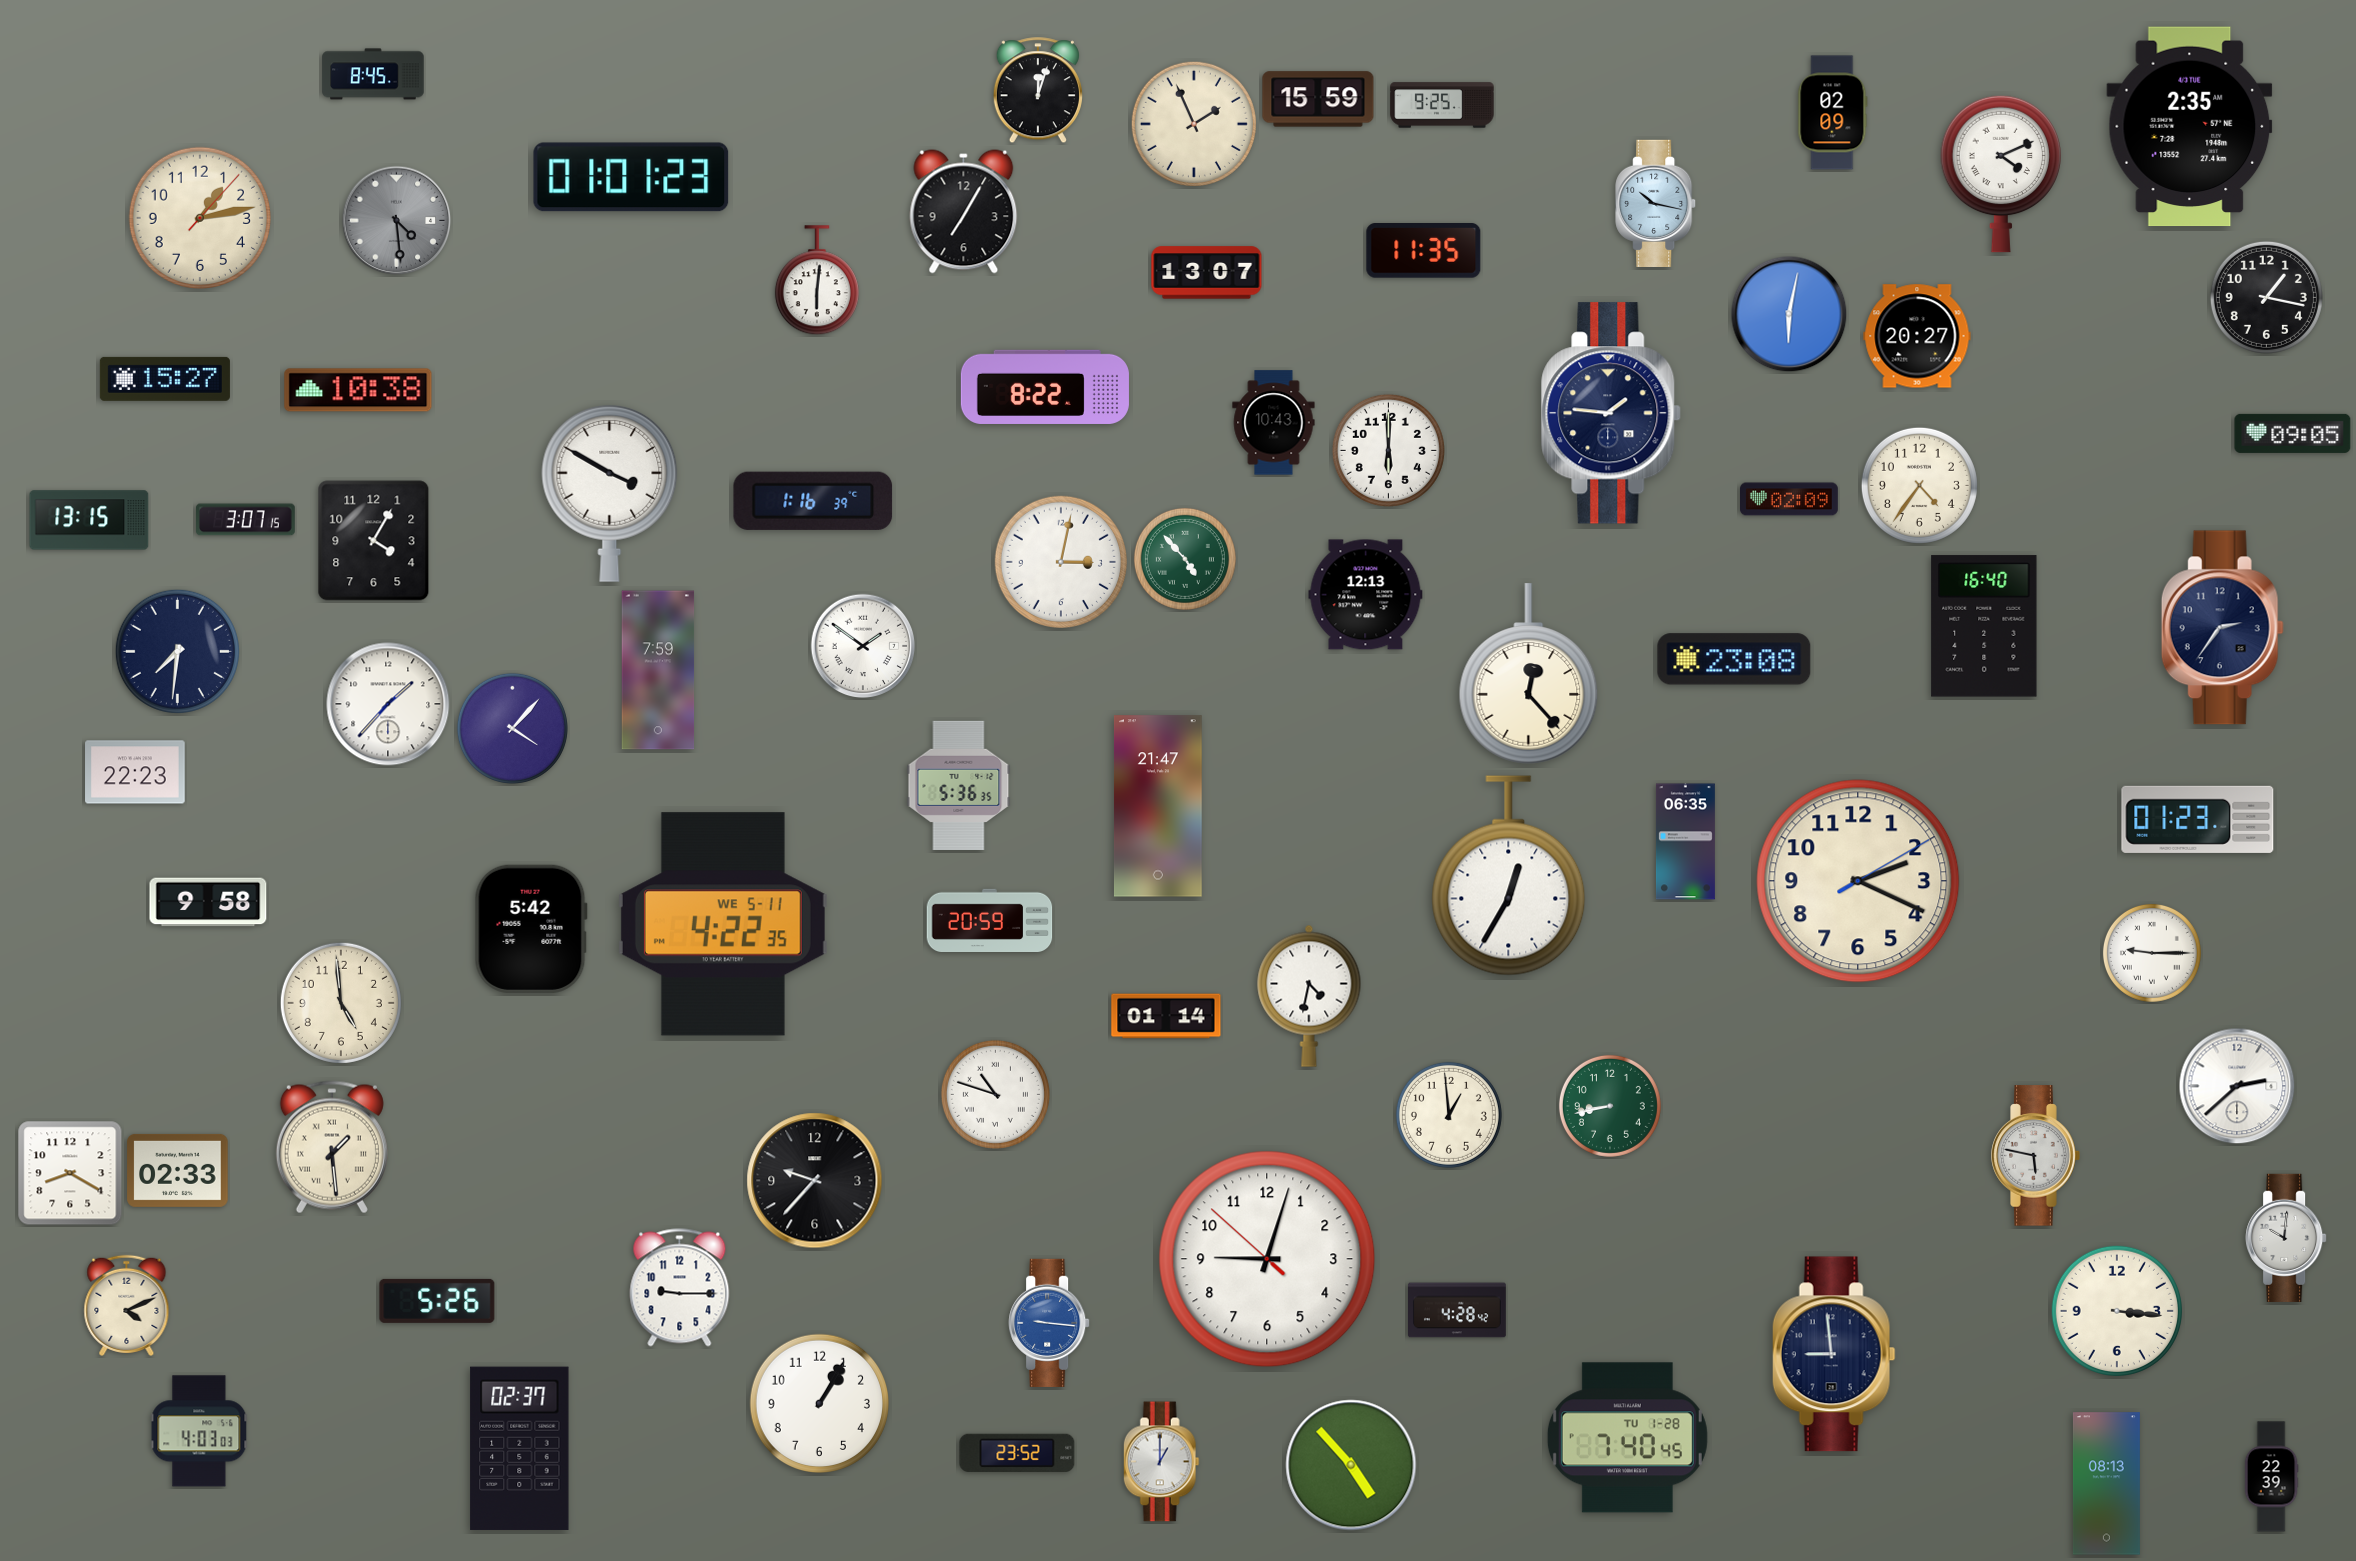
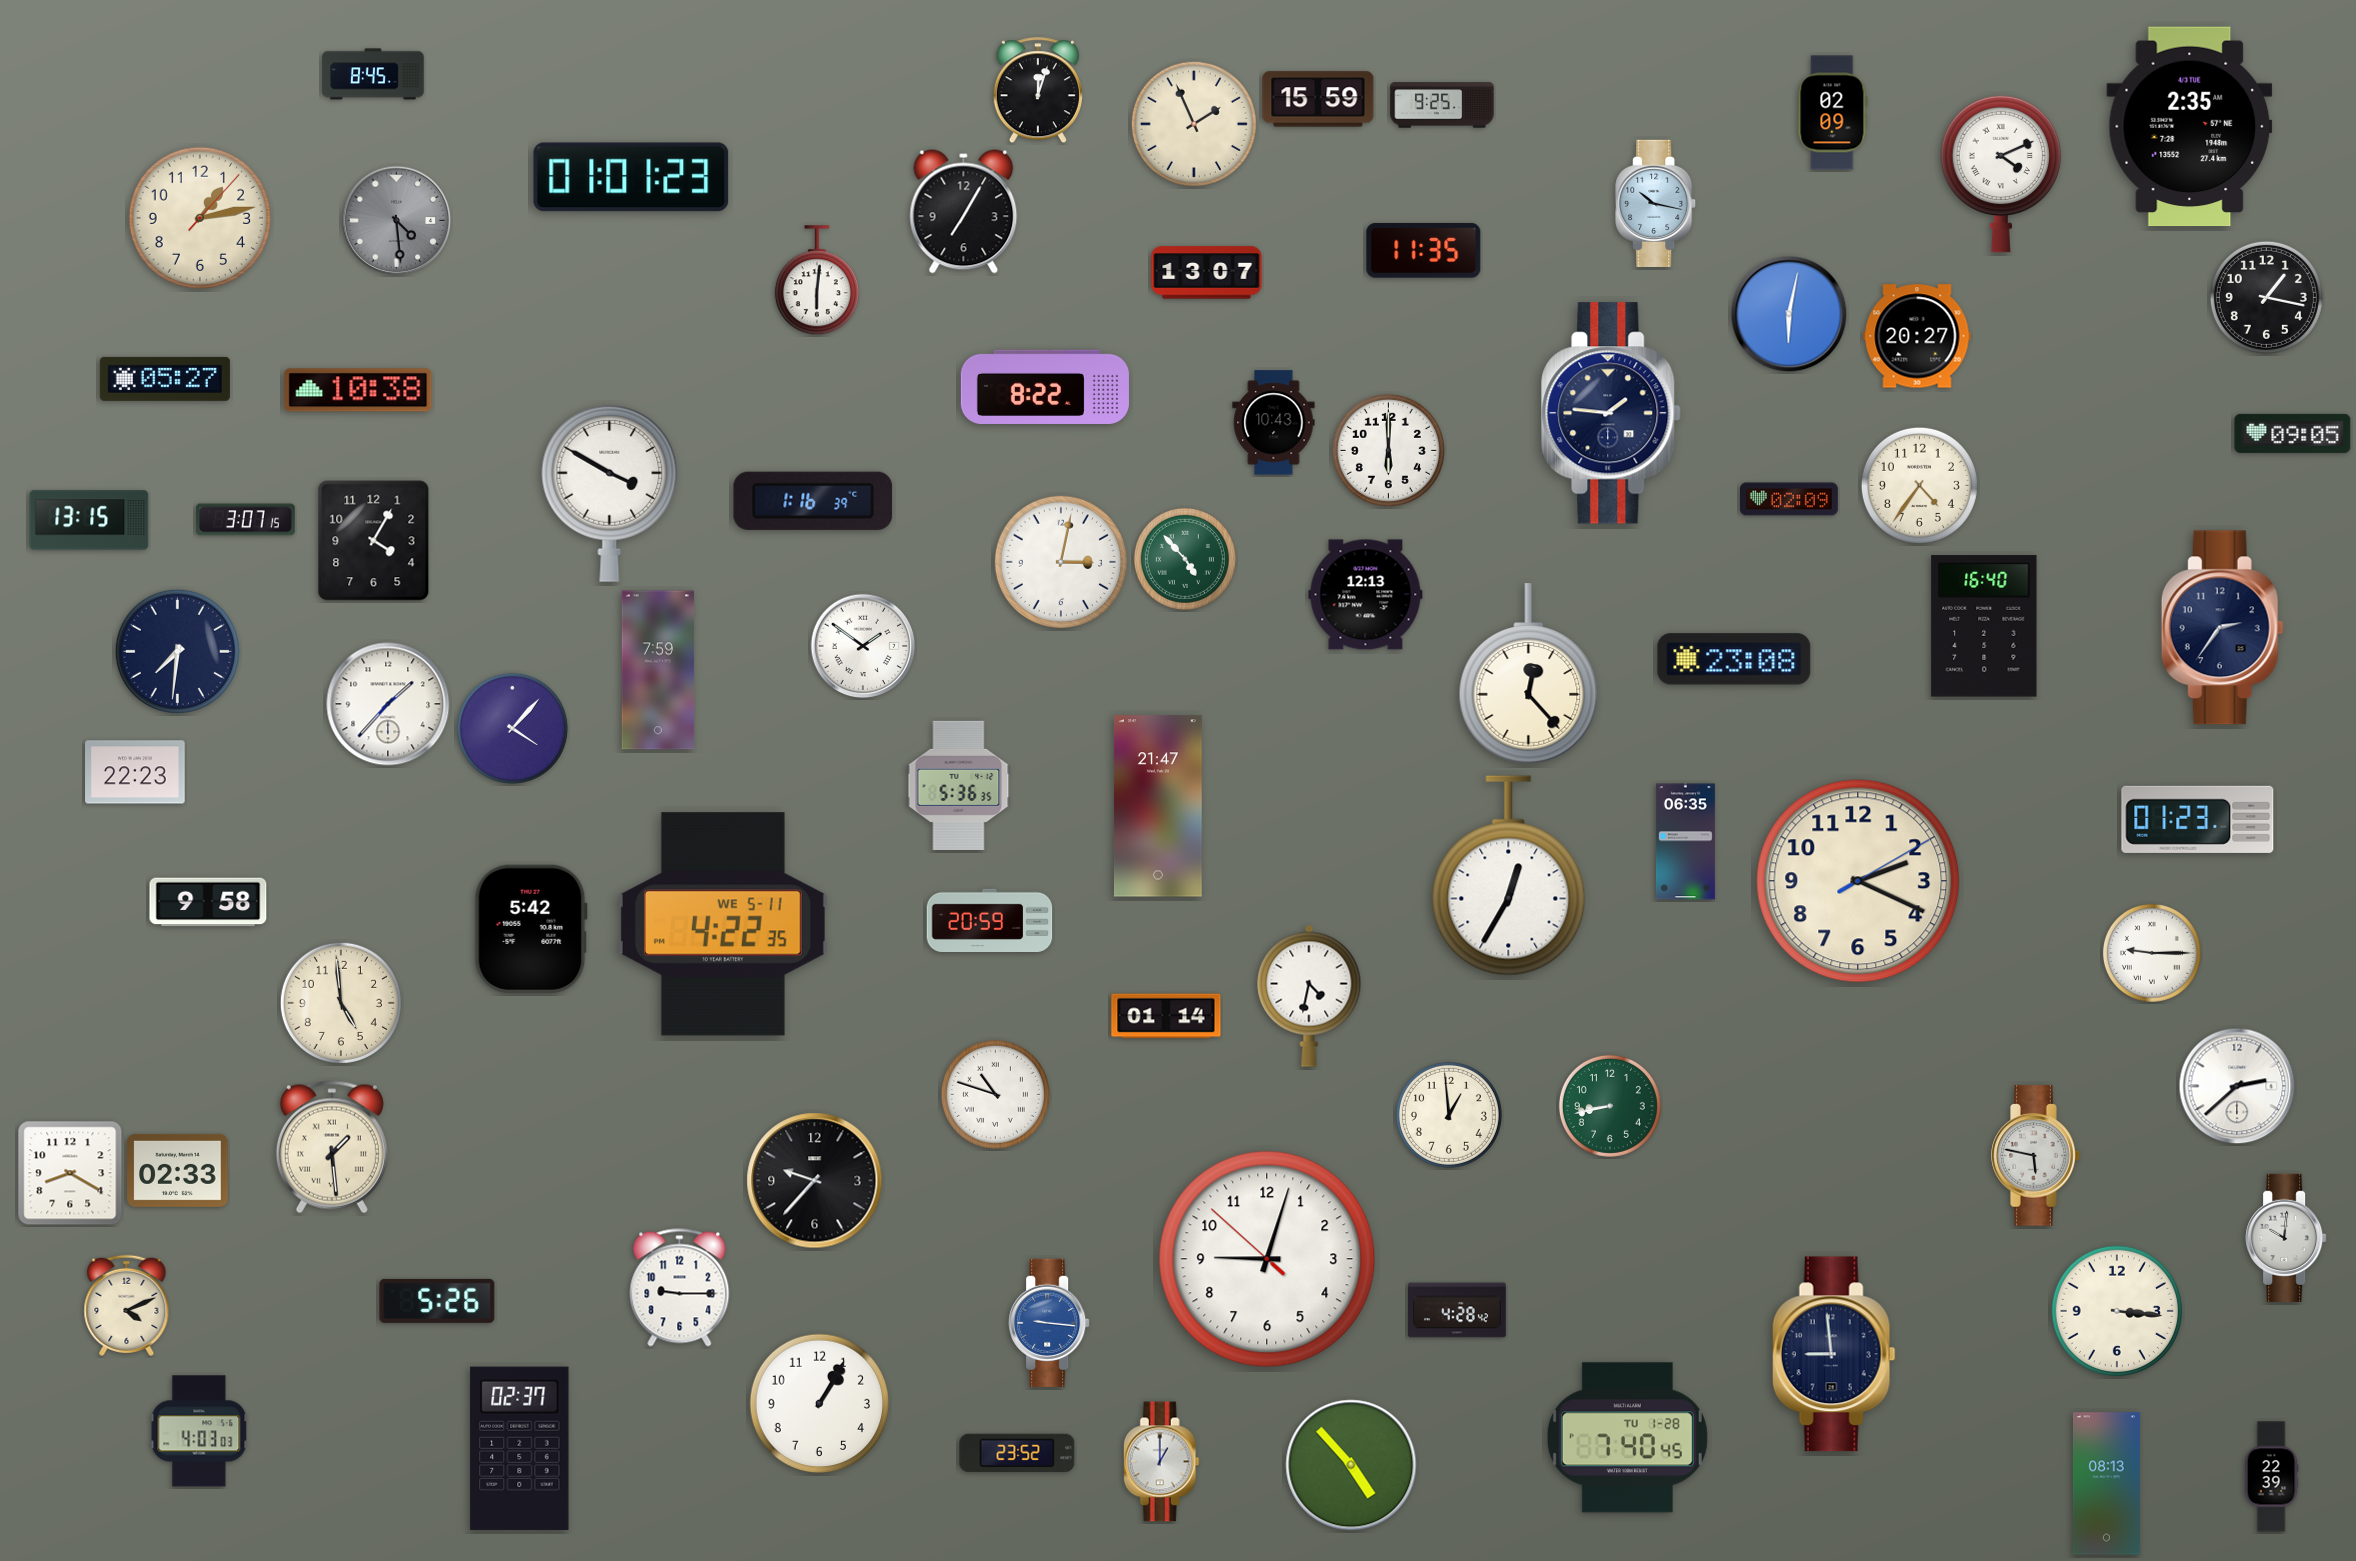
clock at (165, 379): 15:27 -> 05:27
